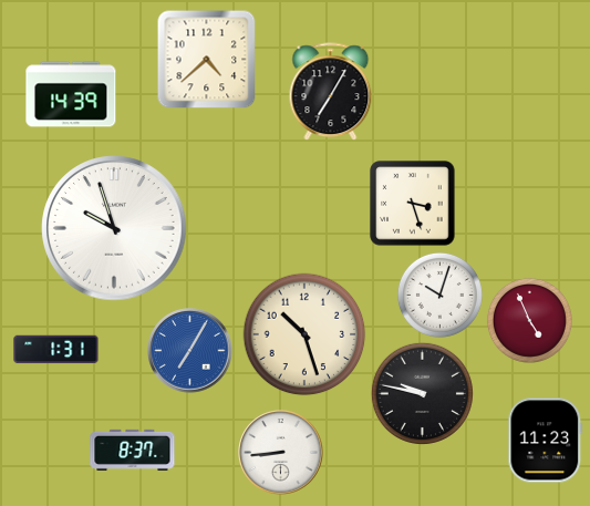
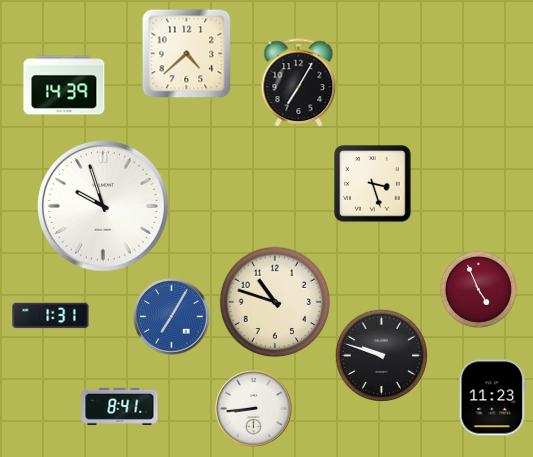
clock at (439, 295): 10:03 -> none
clock at (304, 334): 10:27 -> 10:48
clock at (422, 393): 9:47 -> 9:48
clock at (133, 450): 8:37 -> 8:41
